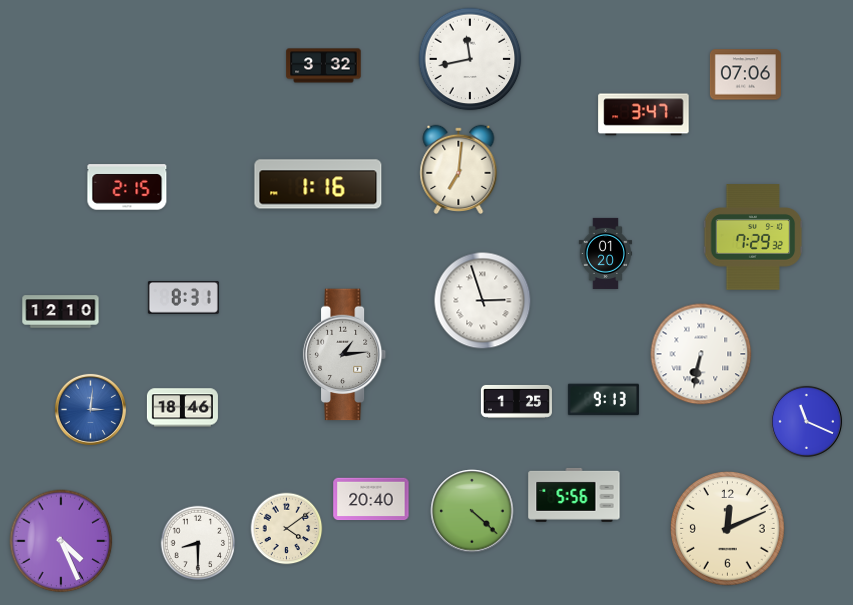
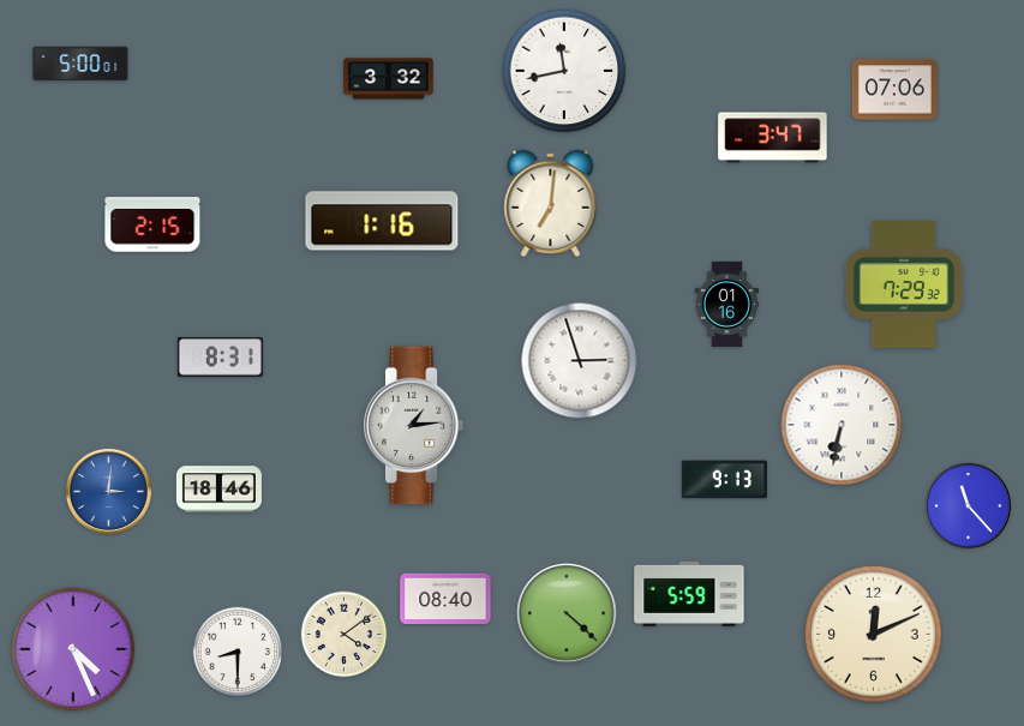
clock at (80, 64): none -> 5:00
clock at (606, 253): 01:20 -> 01:16
clock at (61, 312): 12:10 -> none
clock at (516, 401): 1:25 -> none
clock at (806, 421): 11:19 -> 11:23
clock at (574, 495): 5:56 -> 5:59
clock at (371, 499): 20:40 -> 08:40
